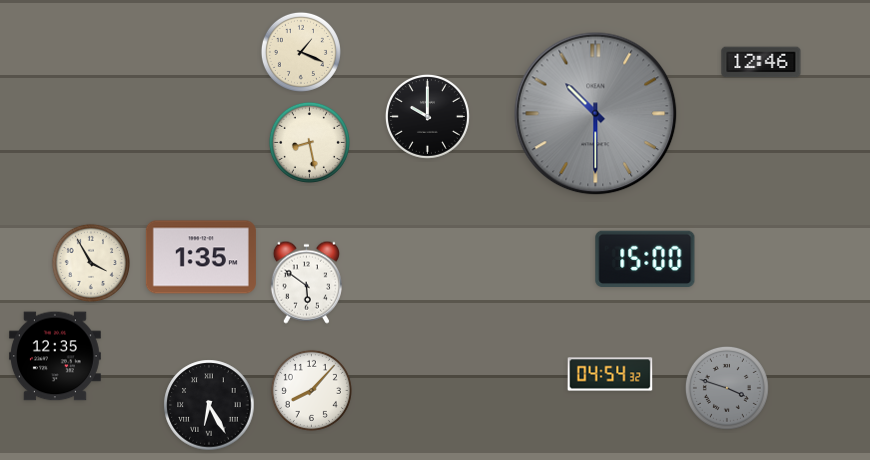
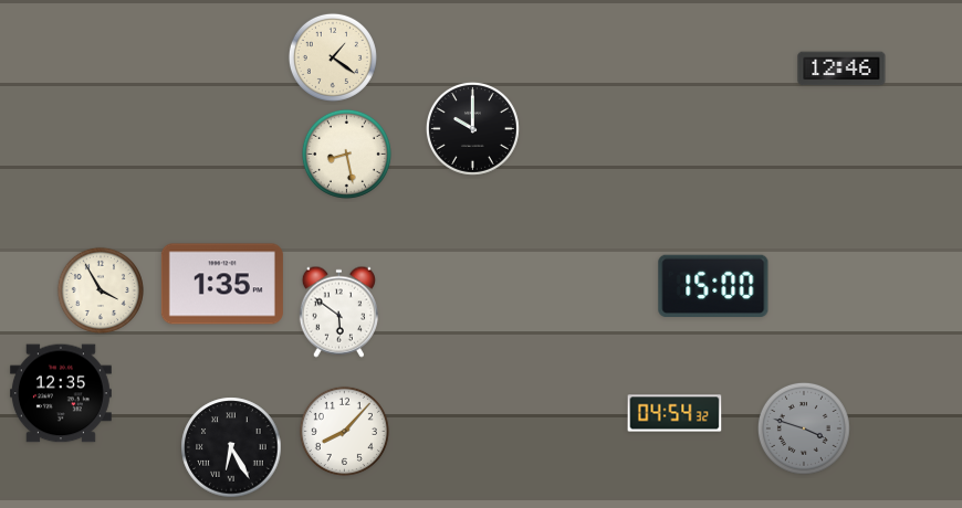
clock at (301, 52): 1:19 -> 1:21
clock at (596, 114): 10:30 -> none
clock at (309, 142) position: (309, 142) -> (346, 154)
